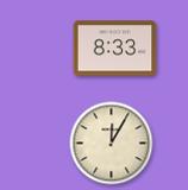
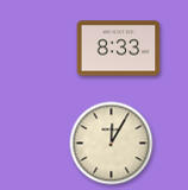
clock at (115, 49) position: (115, 49) -> (119, 49)
